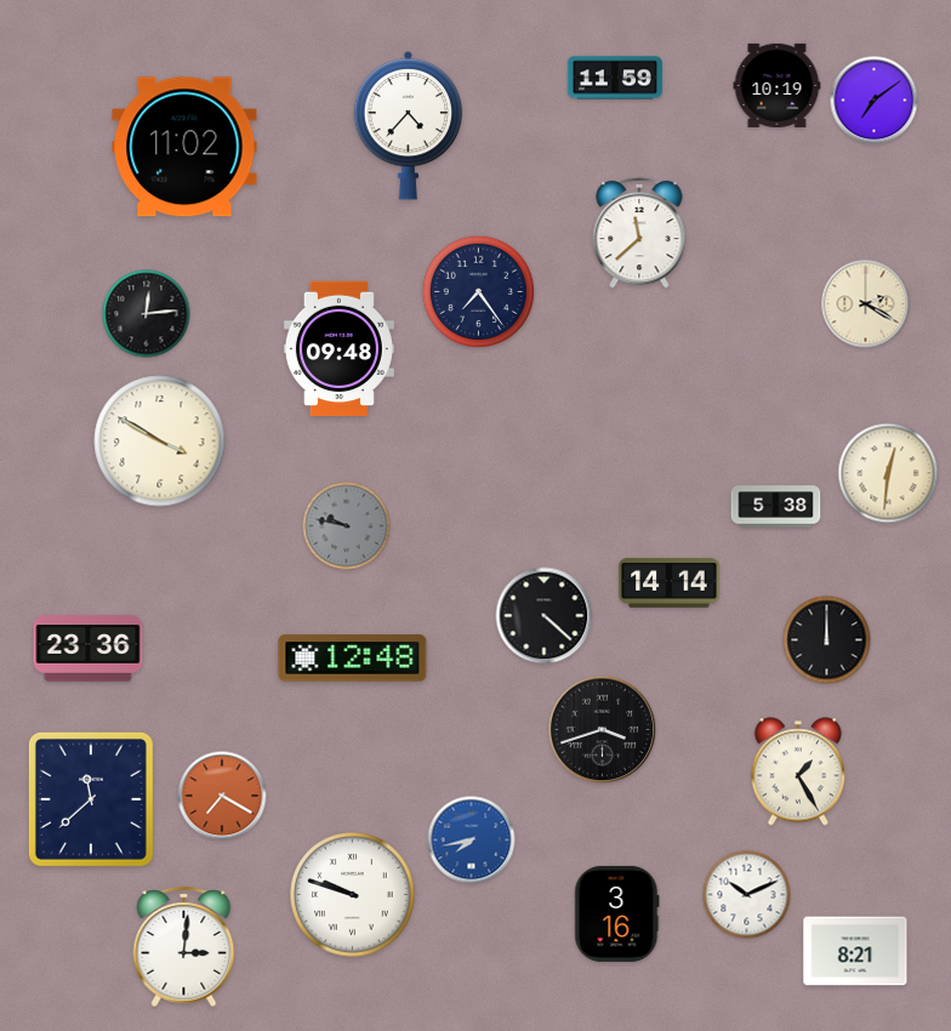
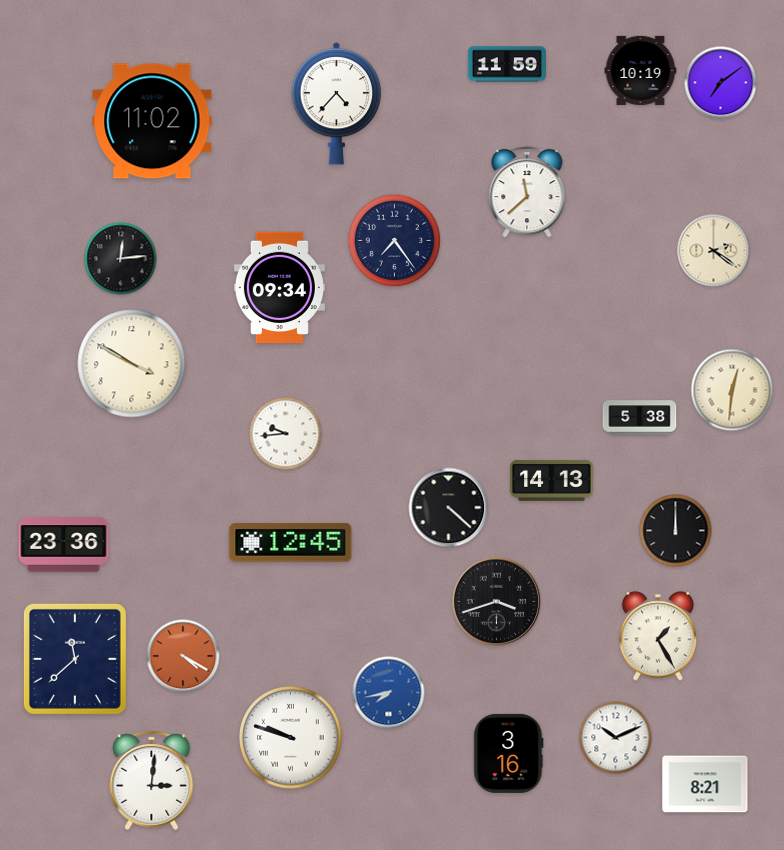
clock at (866, 304): 2:20 -> 2:21
clock at (338, 349): 09:48 -> 09:34
clock at (347, 526): 9:47 -> 9:44
clock at (347, 526) dial: grey -> white
clock at (670, 582): 14:14 -> 14:13
clock at (827, 640) position: (827, 640) -> (676, 531)
clock at (89, 649) position: (89, 649) -> (64, 545)
clock at (353, 659): 12:48 -> 12:45
clock at (222, 796): 7:20 -> 4:20
